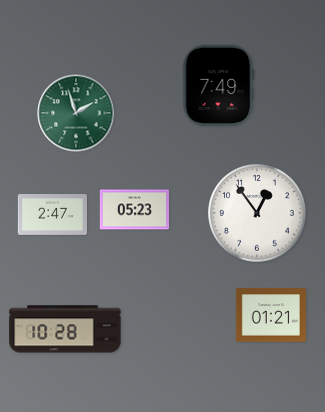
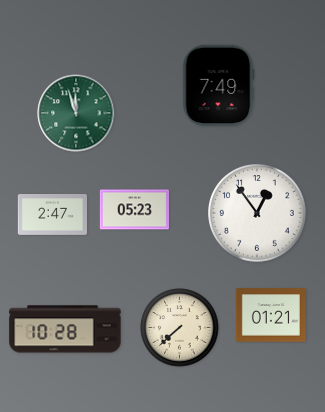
clock at (76, 113): 1:57 -> 11:57
clock at (180, 328): none -> 7:38
